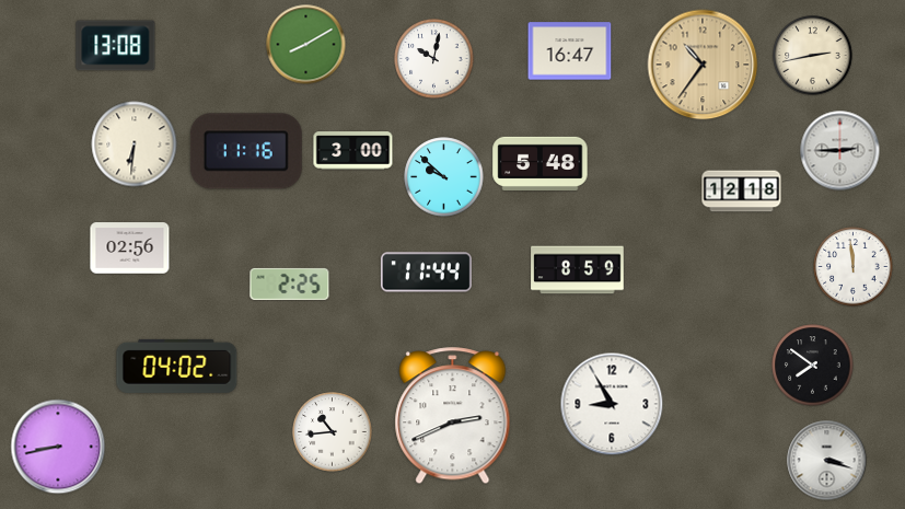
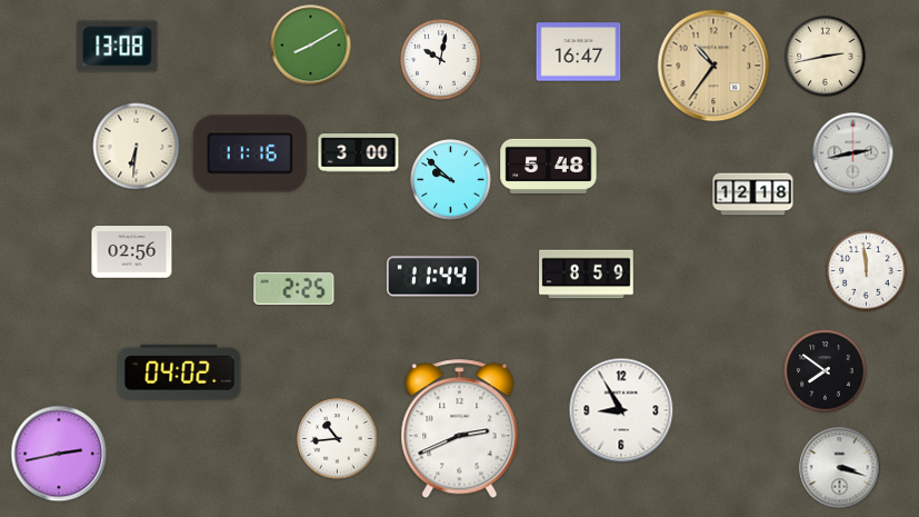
clock at (840, 151): 2:45 -> 2:43
clock at (453, 416) position: (453, 416) -> (460, 429)
clock at (58, 447): 8:43 -> 2:43
